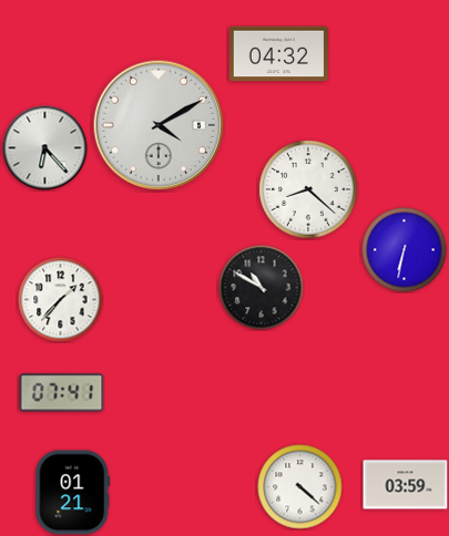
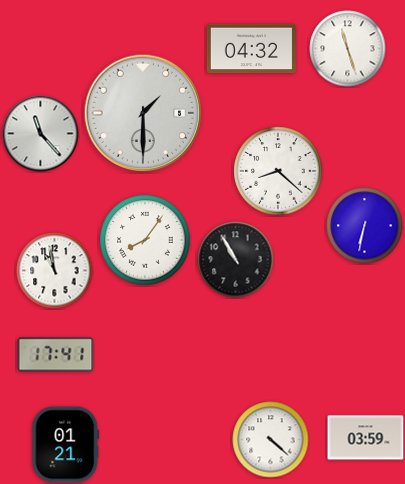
clock at (348, 49): none -> 11:27
clock at (159, 125): 4:10 -> 1:30
clock at (45, 148): 6:23 -> 11:23
clock at (145, 240): none -> 8:06
clock at (262, 288): 10:50 -> 10:55
clock at (61, 300): 1:37 -> 10:58
clock at (62, 393): 07:41 -> 17:41
